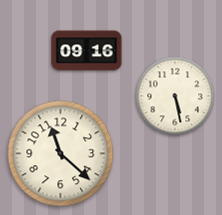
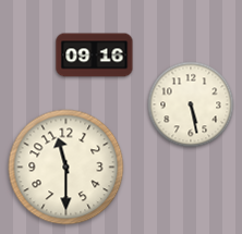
clock at (61, 154): 11:22 -> 11:30
